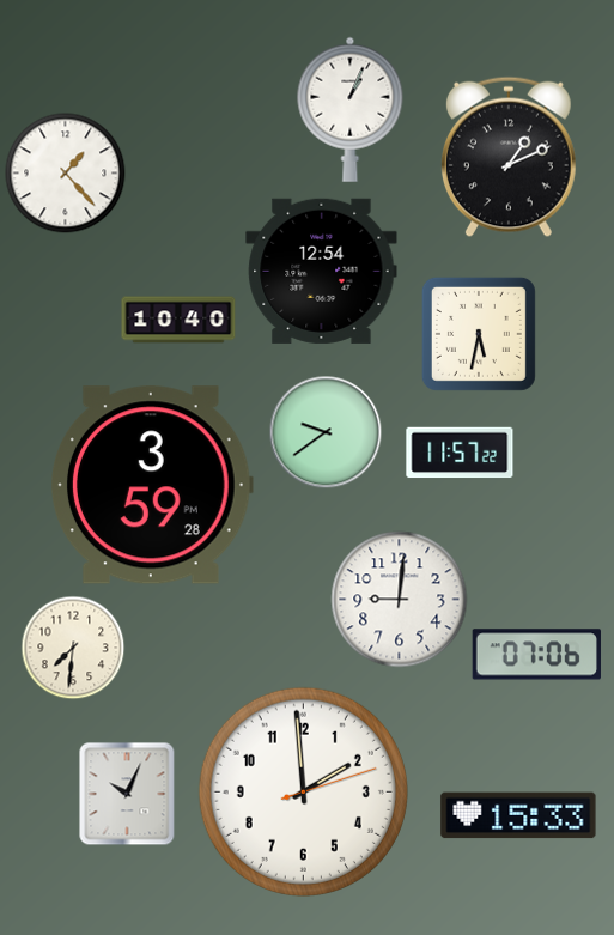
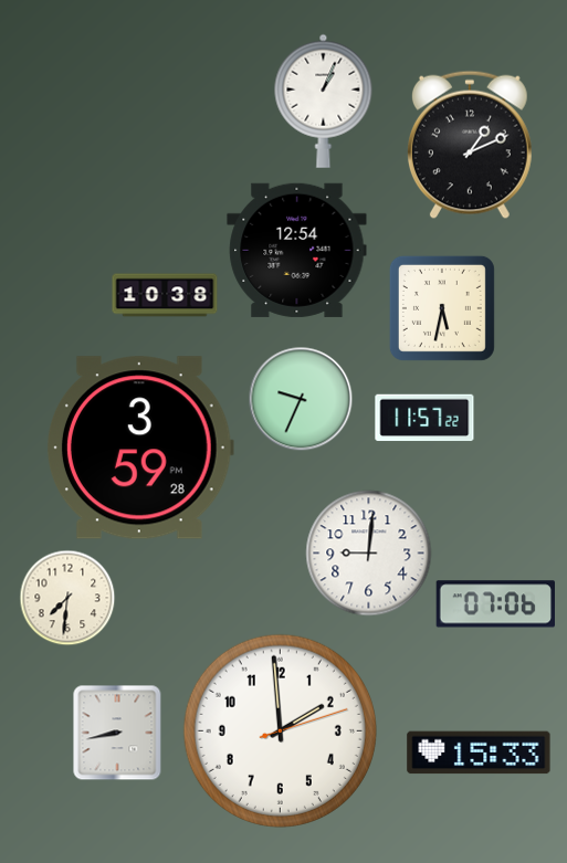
clock at (66, 174): 1:23 -> none
clock at (178, 320): 10:40 -> 10:38
clock at (326, 432): 9:39 -> 9:34
clock at (127, 794): 10:04 -> 8:43
